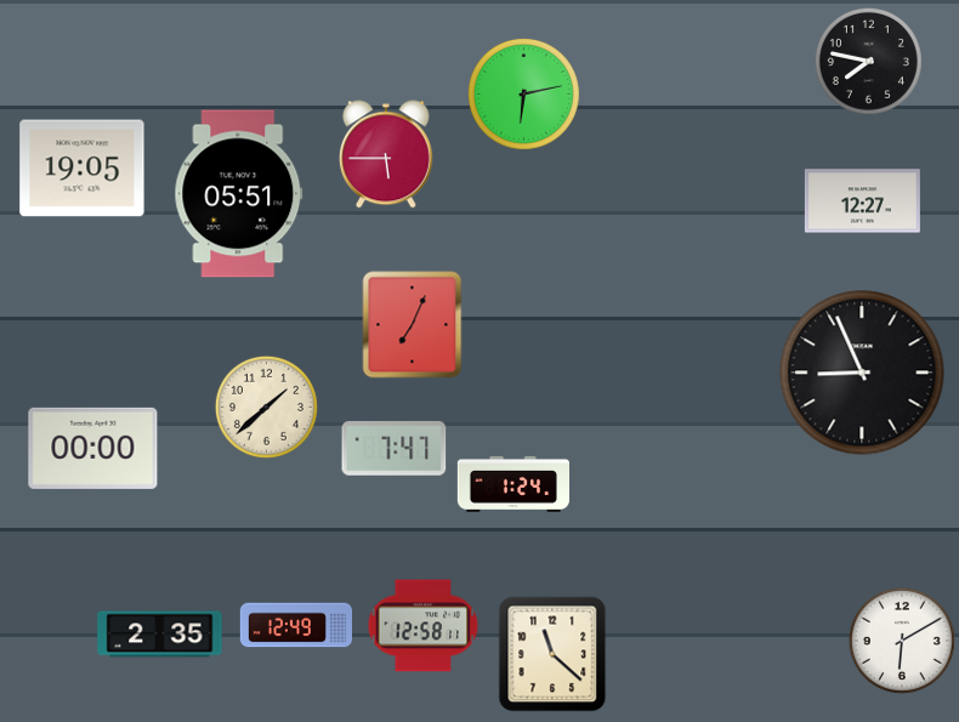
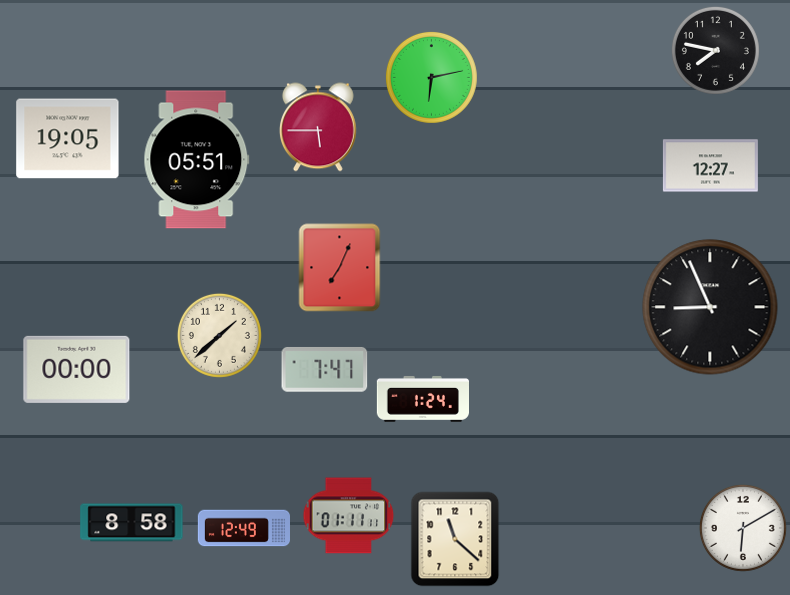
clock at (295, 625) position: (295, 625) -> (243, 528)
clock at (424, 626): 12:58 -> 01:11
clock at (160, 635): 2:35 -> 8:58
